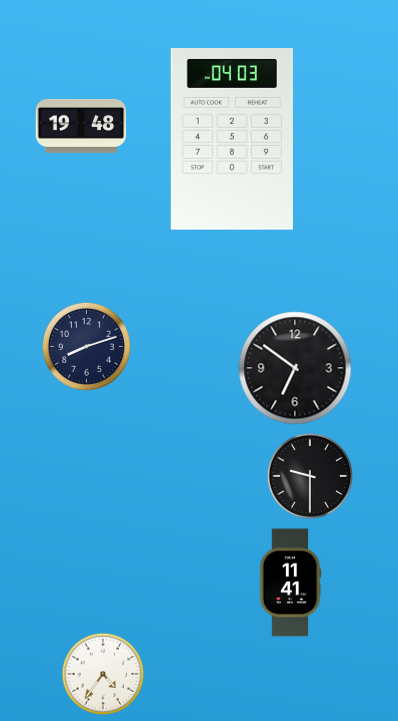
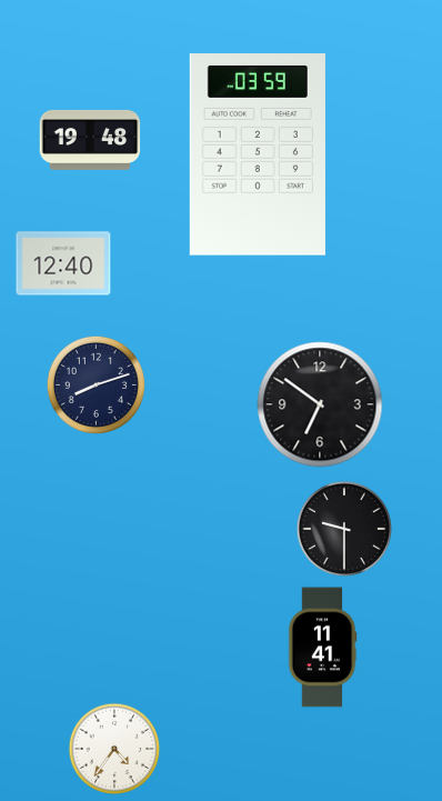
clock at (232, 139): 04:03 -> 03:59
clock at (63, 263): none -> 12:40
clock at (295, 368) position: (295, 368) -> (320, 404)
